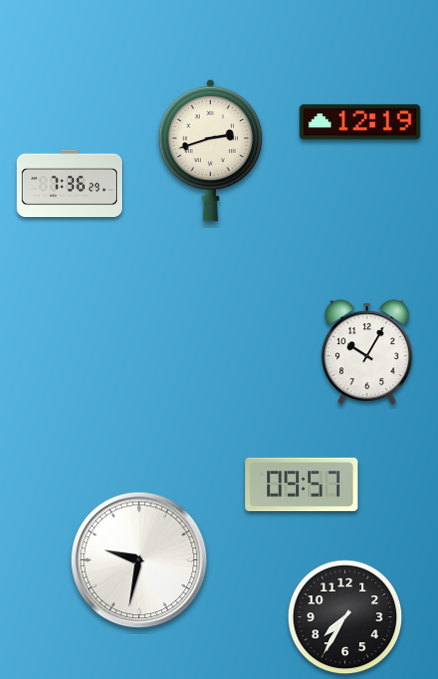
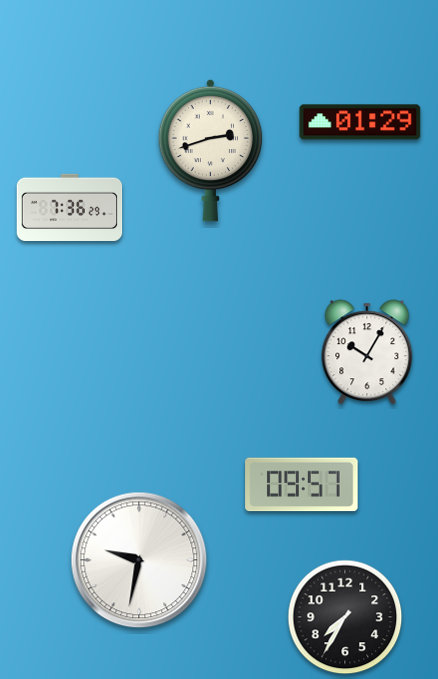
clock at (360, 122): 12:19 -> 01:29
clock at (70, 183) position: (70, 183) -> (70, 207)
